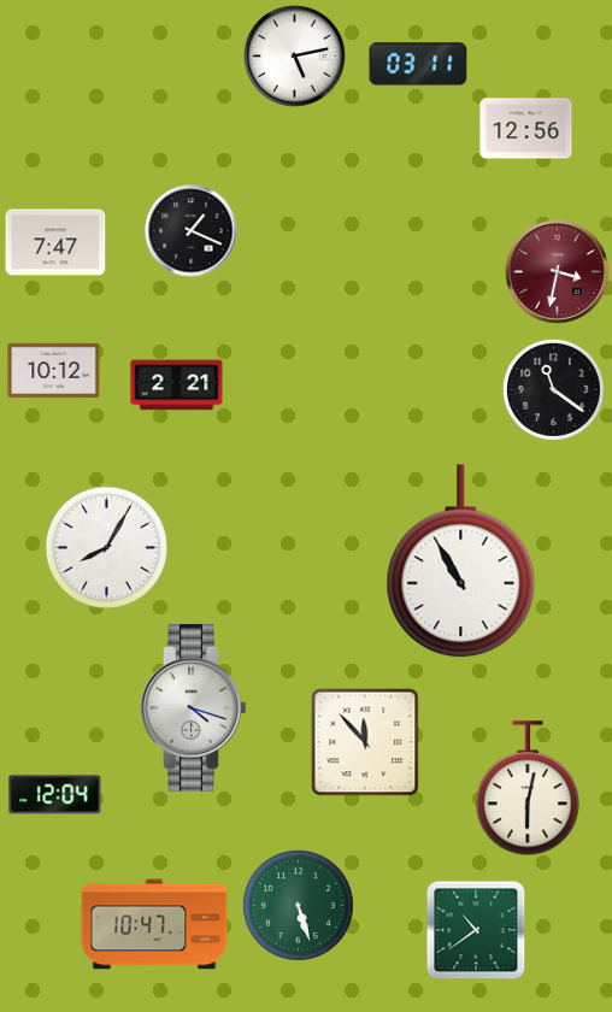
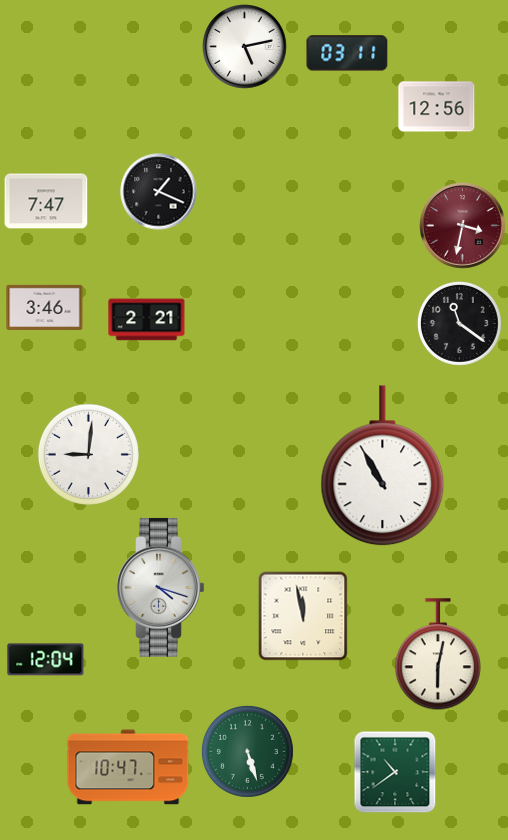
clock at (54, 370): 10:12 -> 3:46
clock at (106, 547): 8:05 -> 9:01
clock at (365, 742): 11:53 -> 11:58
